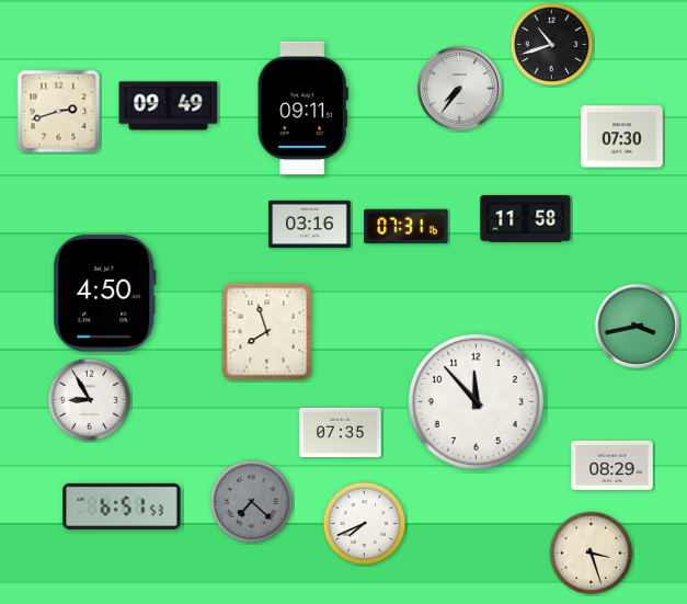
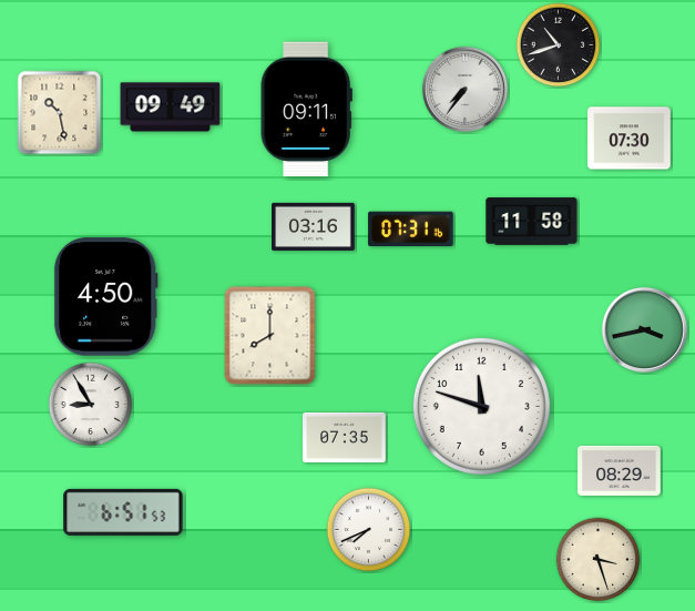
clock at (59, 112): 2:42 -> 10:28
clock at (267, 332): 7:57 -> 8:00
clock at (476, 401): 11:53 -> 11:48
clock at (252, 502): 7:22 -> none
